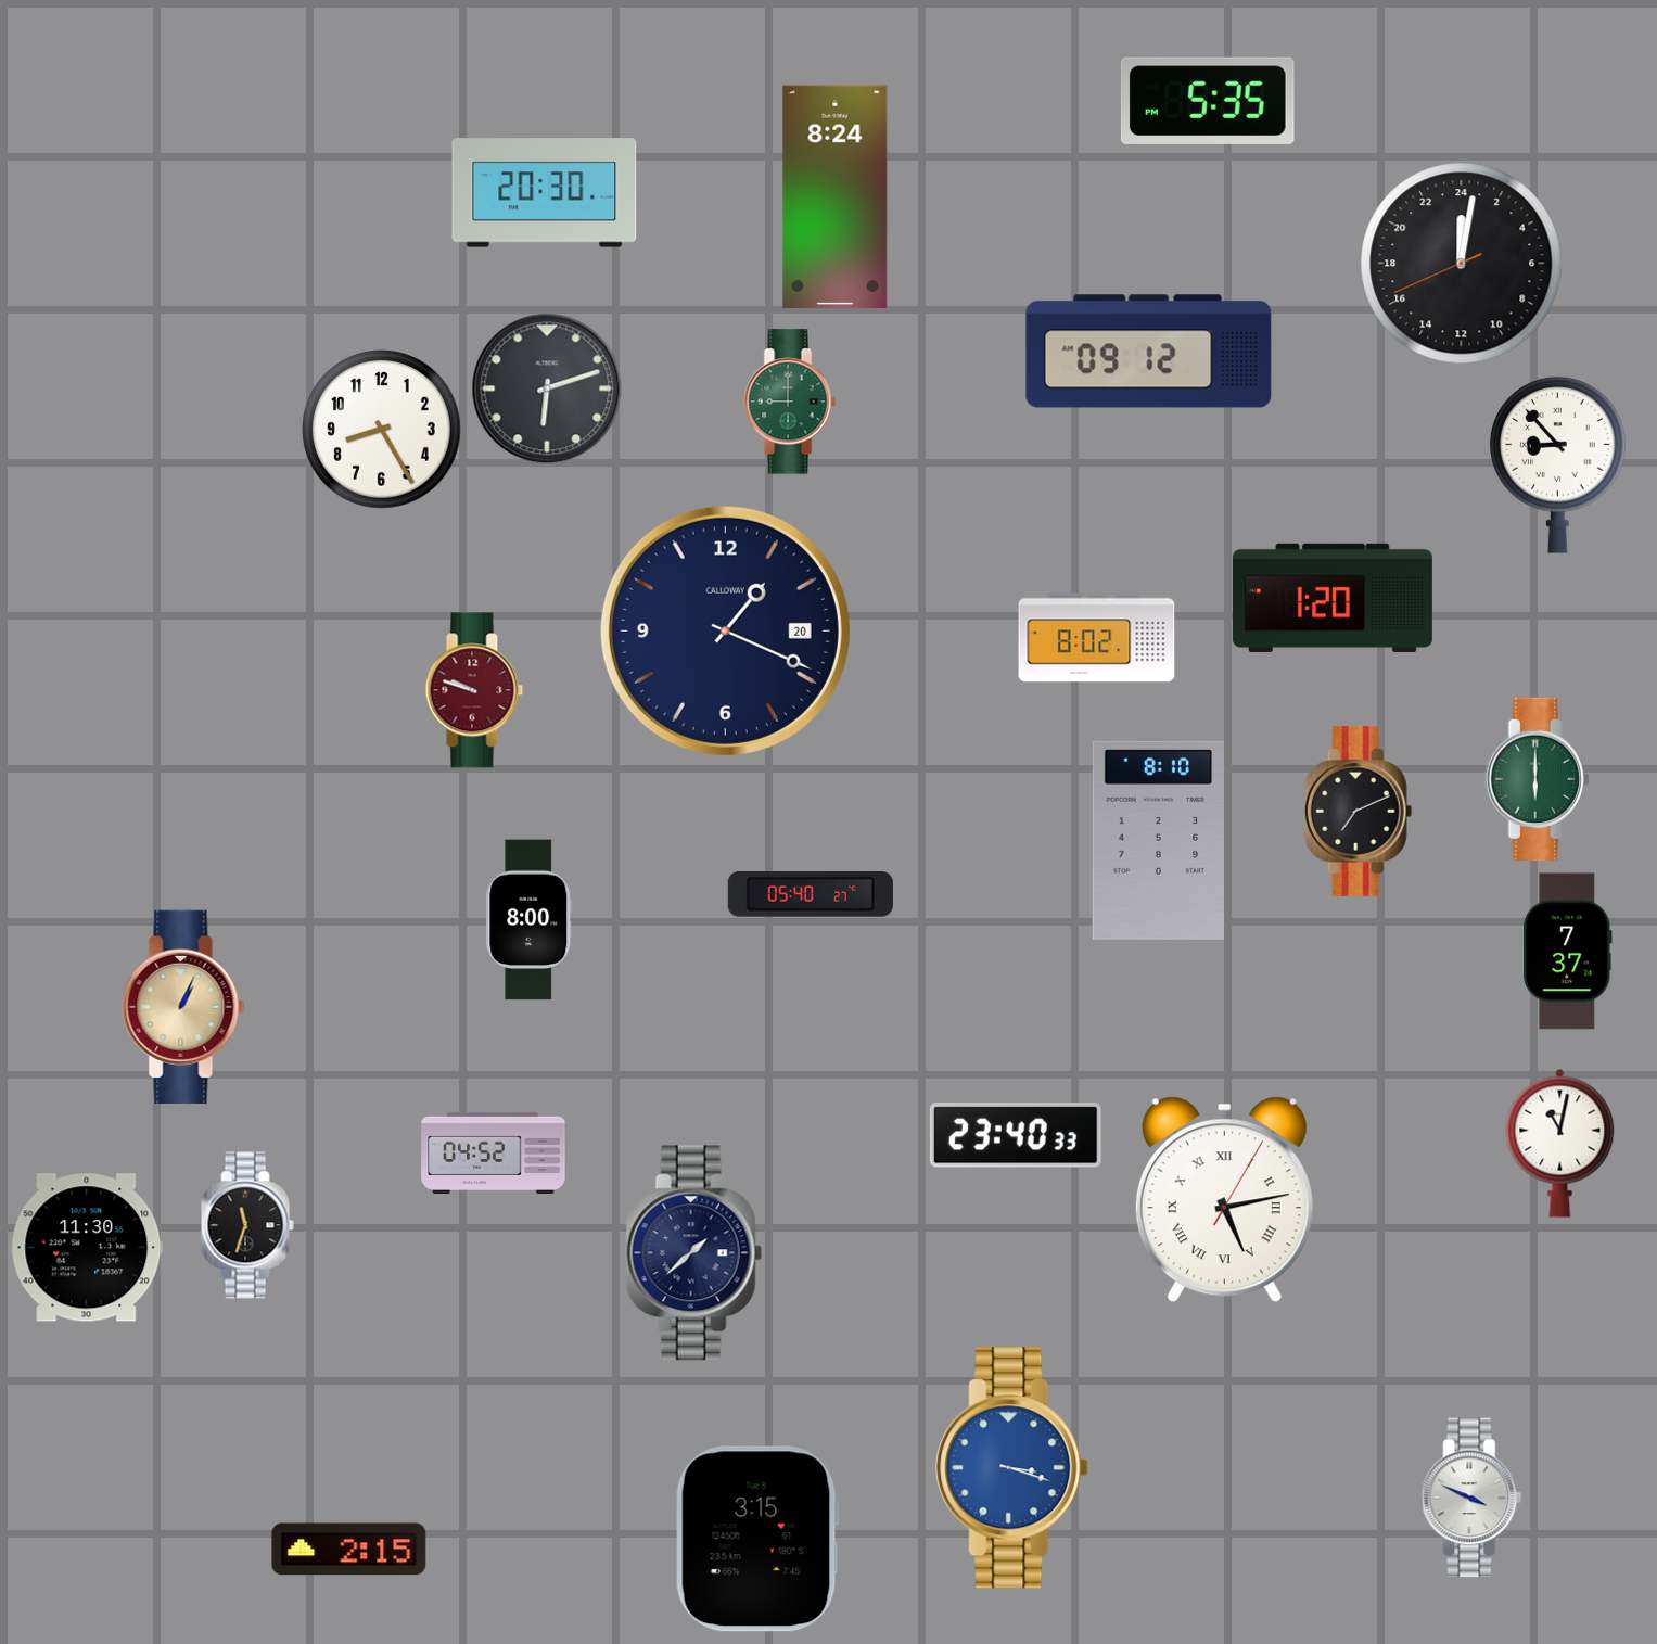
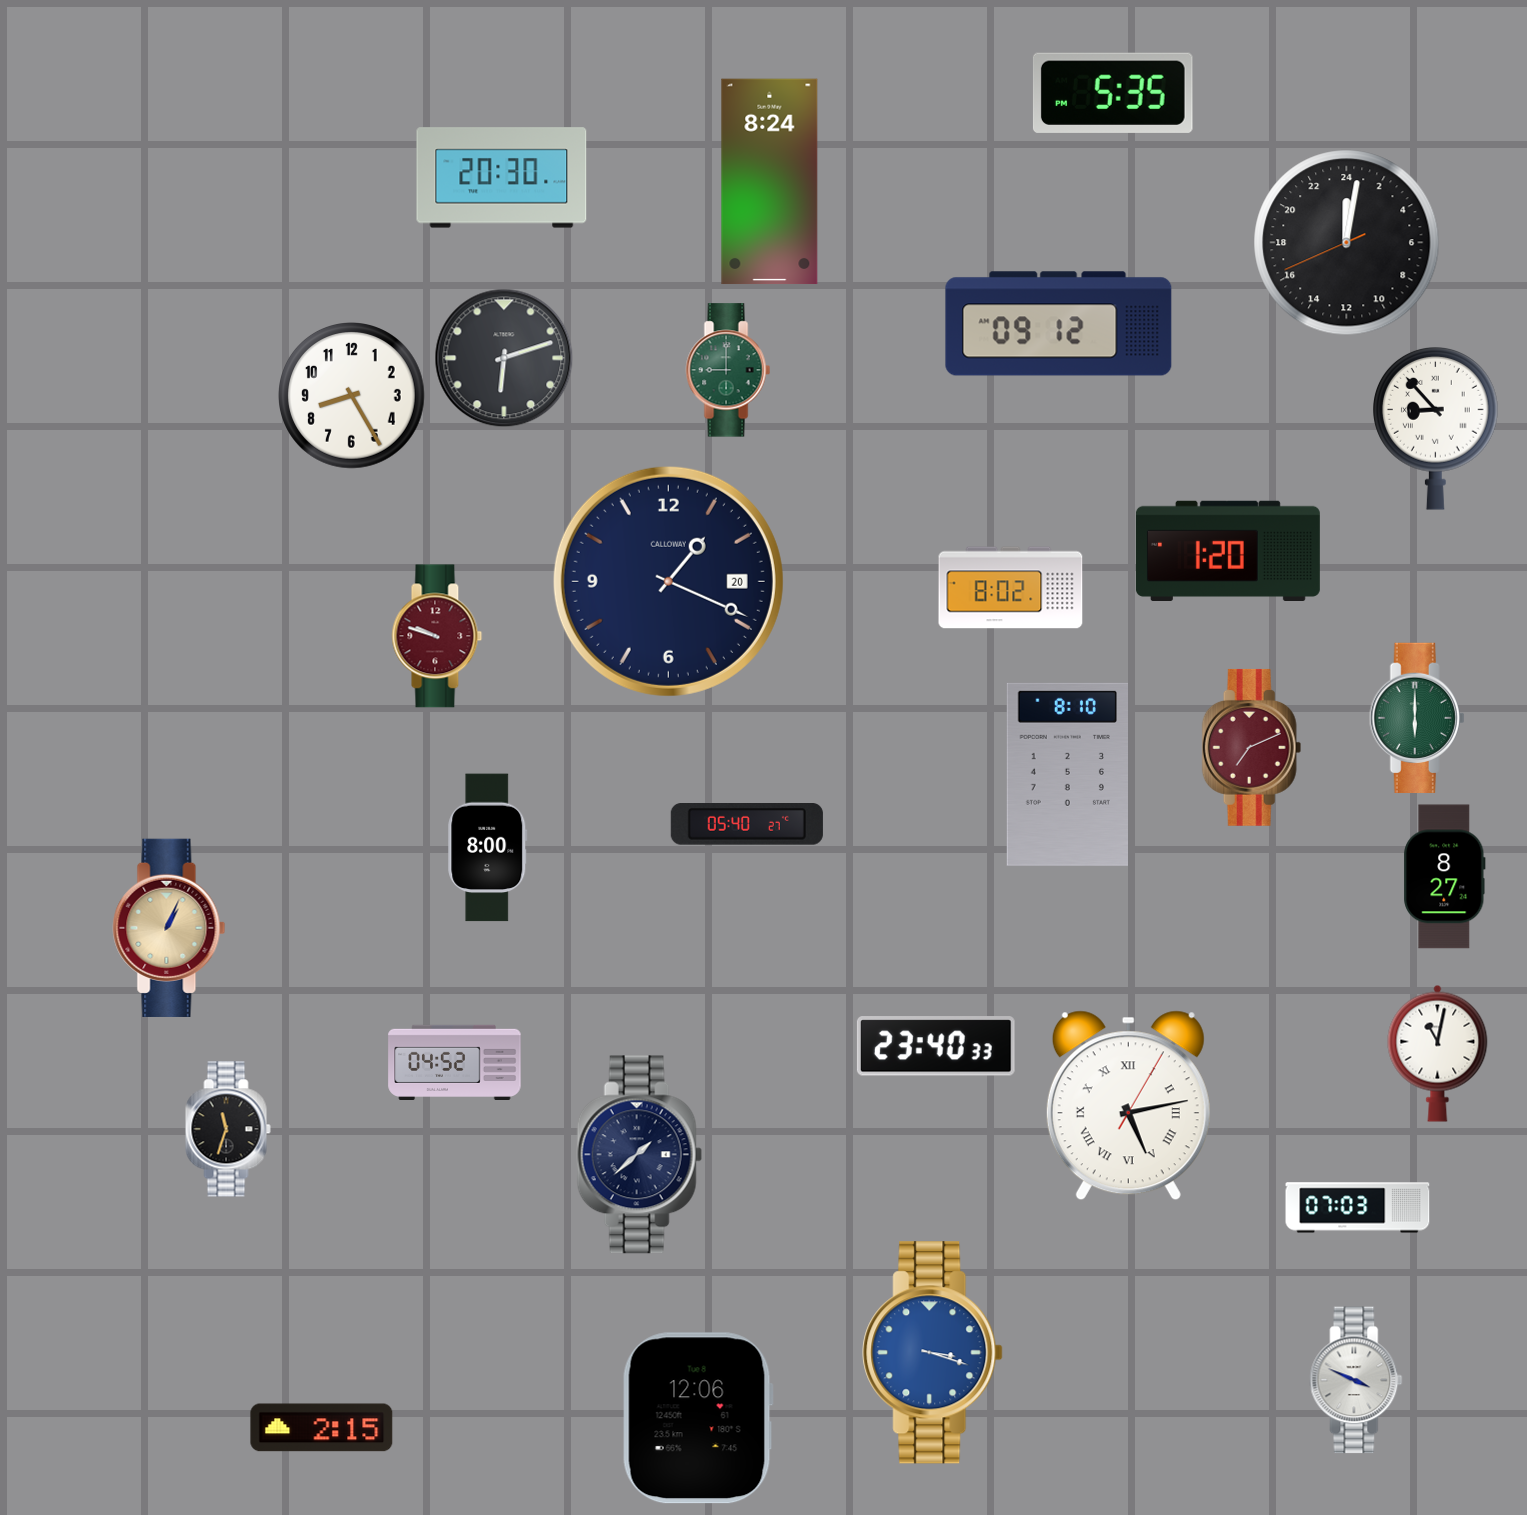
clock at (1359, 811) dial: black -> burgundy
clock at (1568, 952): 7:37 -> 8:27
clock at (87, 1248): 11:30 -> none
clock at (1358, 1208): none -> 07:03
clock at (757, 1539): 3:15 -> 12:06
